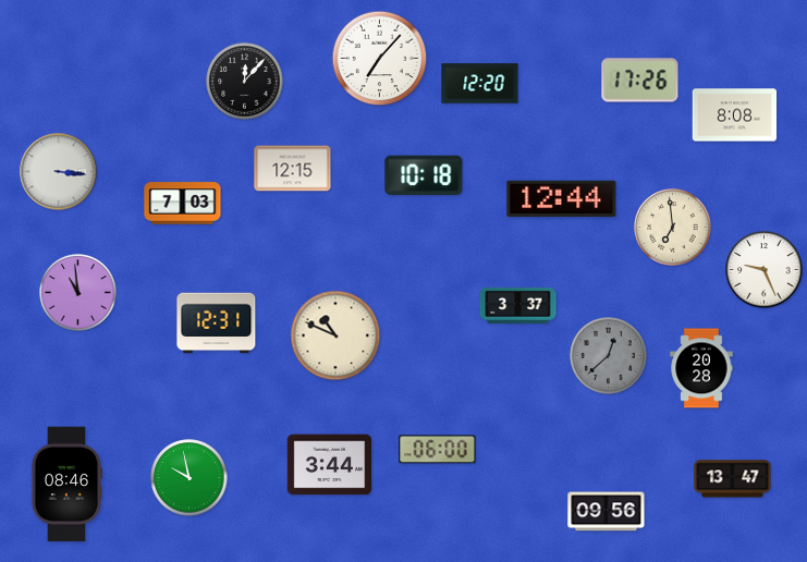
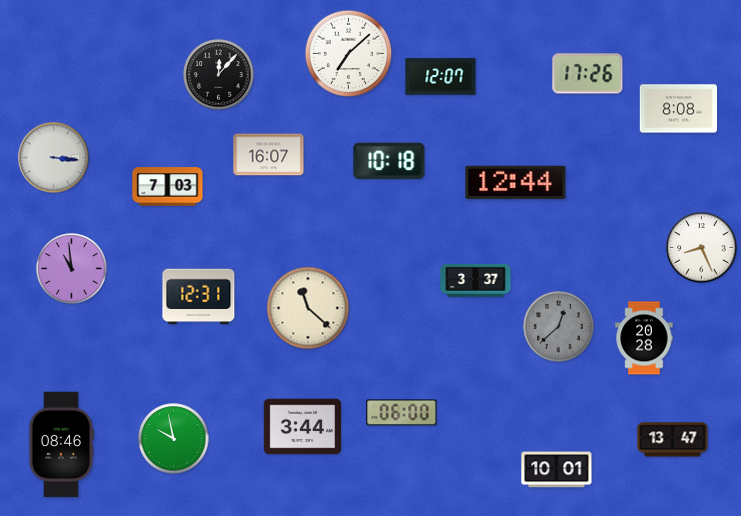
clock at (380, 59): 7:07 -> 7:08
clock at (245, 82) position: (245, 82) -> (219, 75)
clock at (480, 84): 12:20 -> 12:07
clock at (735, 115) position: (735, 115) -> (679, 109)
clock at (293, 169): 12:15 -> 16:07
clock at (673, 228): 6:59 -> none
clock at (765, 270): 9:26 -> 8:26
clock at (335, 335): 10:49 -> 11:22
clock at (607, 512): 09:56 -> 10:01
